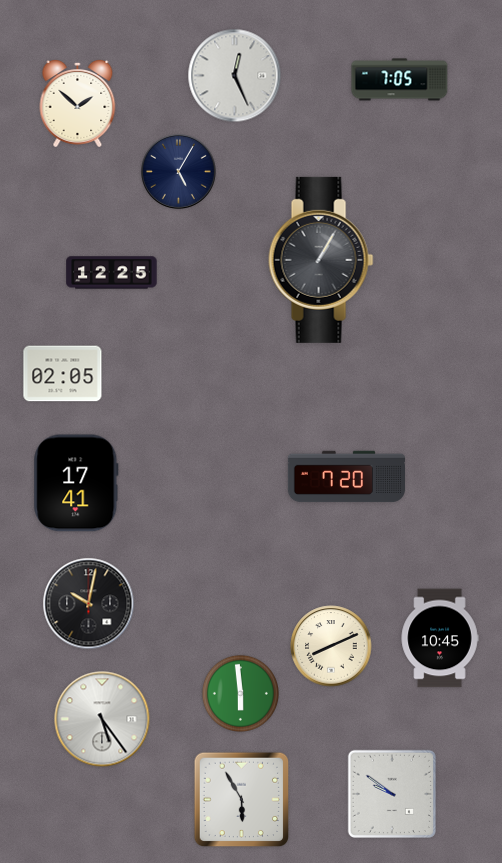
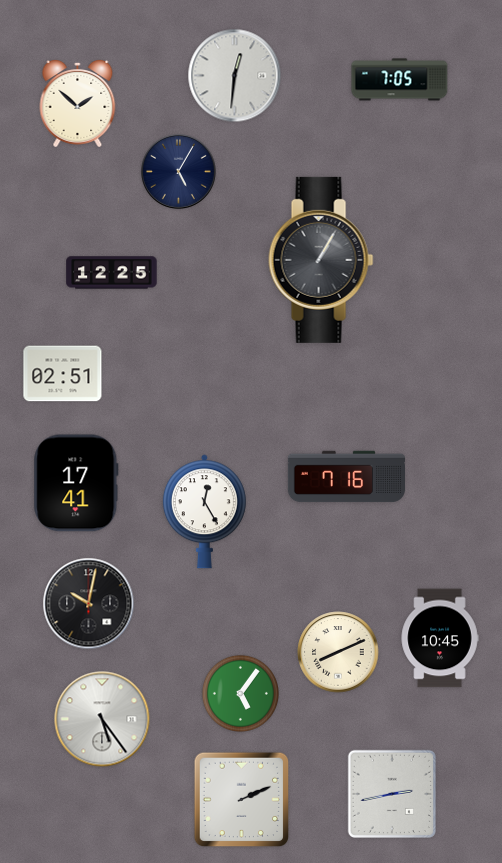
clock at (235, 76): 12:26 -> 12:31
clock at (63, 374): 02:05 -> 02:51
clock at (346, 477): 7:20 -> 7:16
clock at (204, 512): none -> 12:25
clock at (331, 646) position: (331, 646) -> (338, 652)
clock at (240, 693): 5:59 -> 5:06
clock at (391, 793): 9:51 -> 2:43
clock at (242, 800): 5:55 -> 2:11
